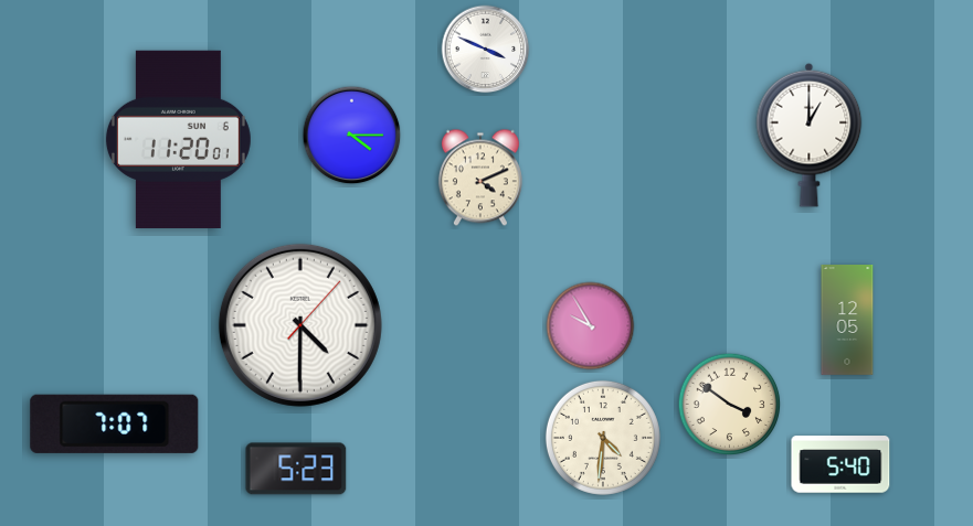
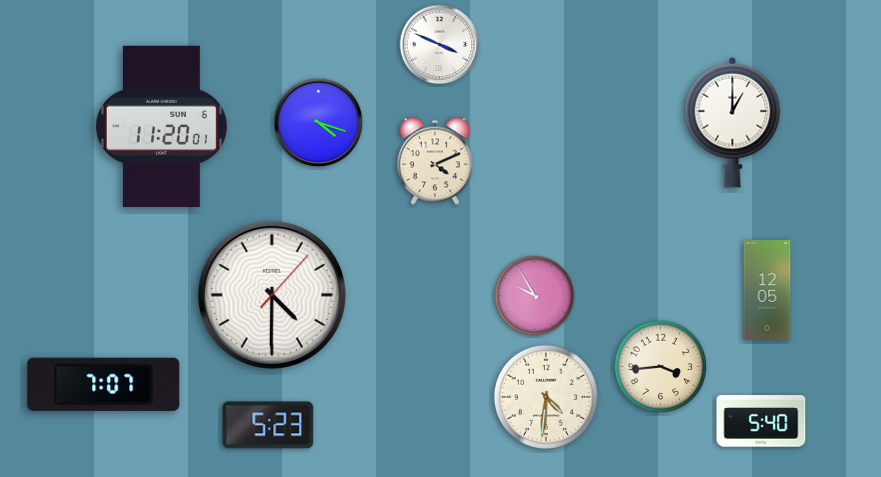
clock at (352, 136): 4:15 -> 4:18
clock at (730, 405): 3:51 -> 3:44
